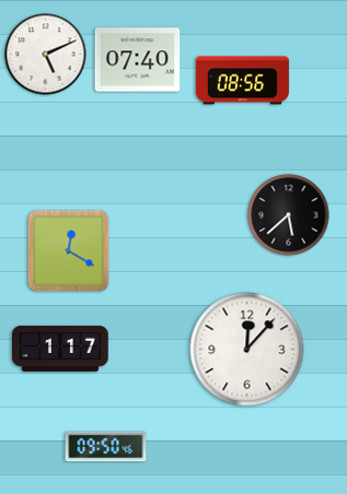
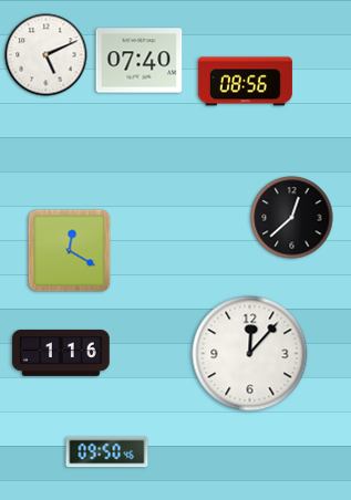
clock at (289, 215): 5:38 -> 12:38
clock at (69, 251) position: (69, 251) -> (70, 251)
clock at (60, 349): 1:17 -> 1:16
